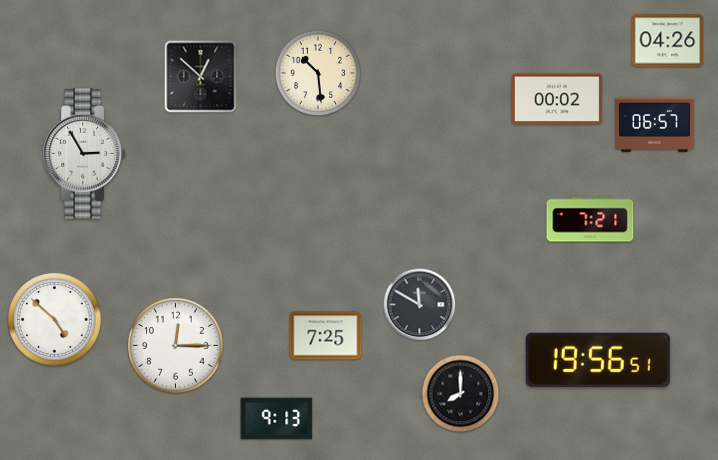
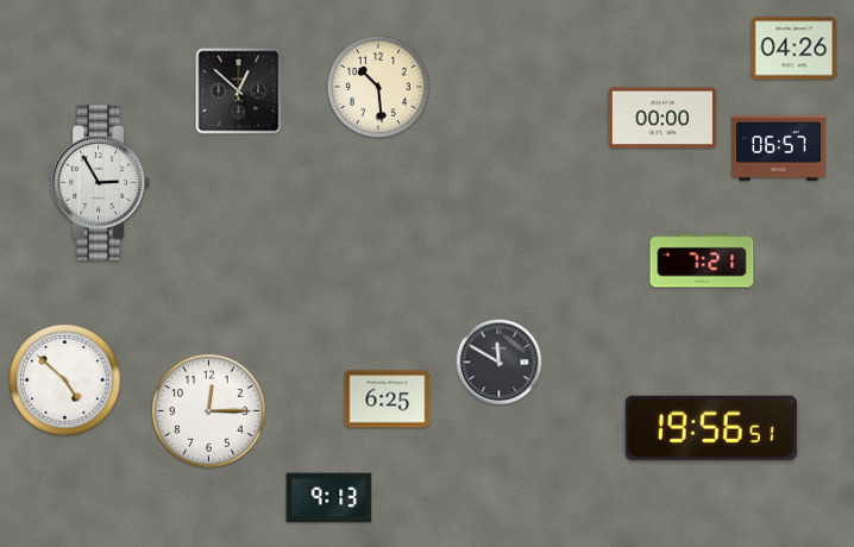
clock at (557, 99): 00:02 -> 00:00
clock at (326, 336): 7:25 -> 6:25
clock at (461, 394): 8:00 -> none
